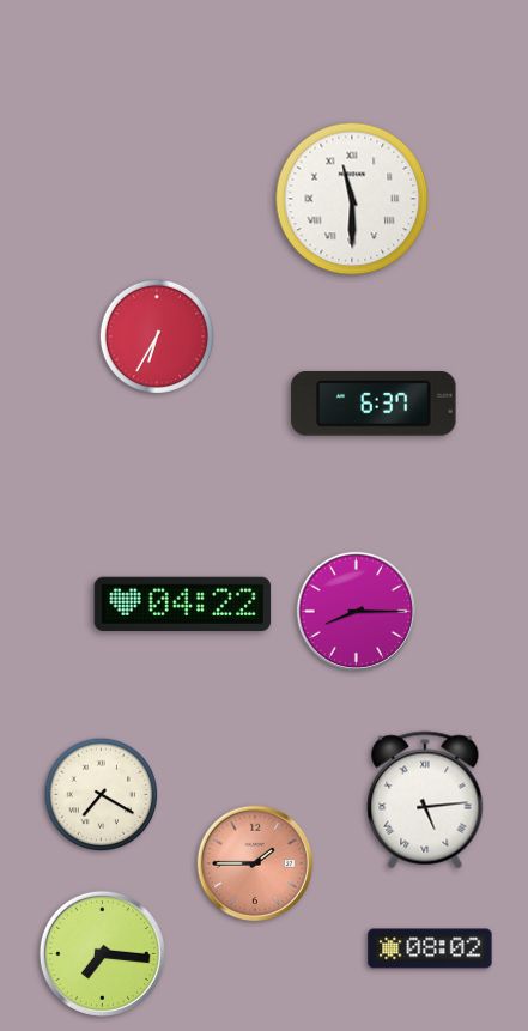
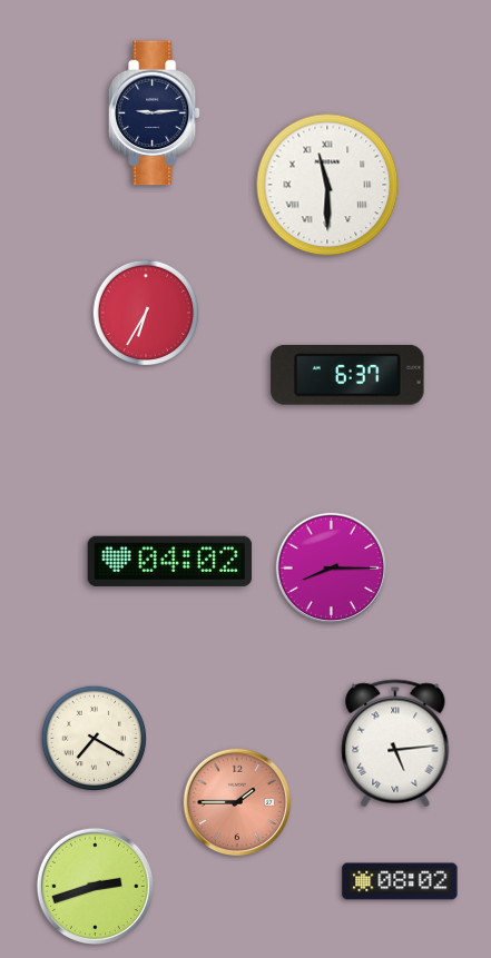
clock at (154, 113): none -> 9:14
clock at (183, 604): 04:22 -> 04:02
clock at (102, 953): 7:16 -> 2:42
